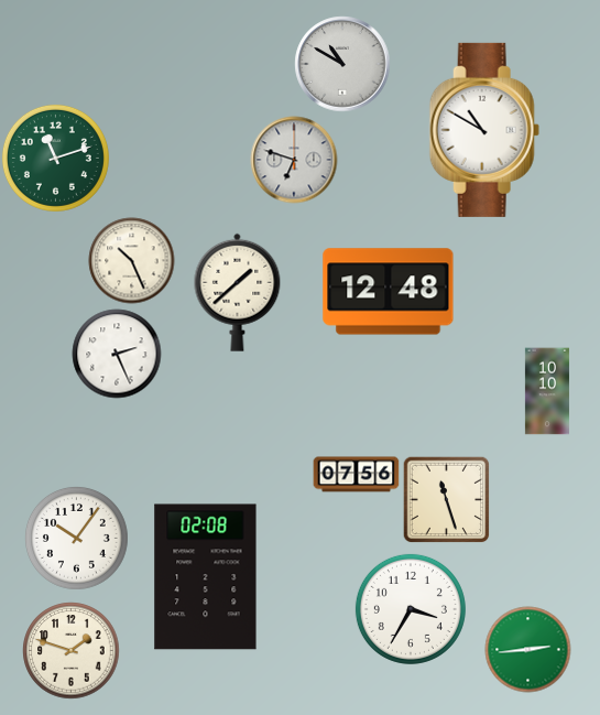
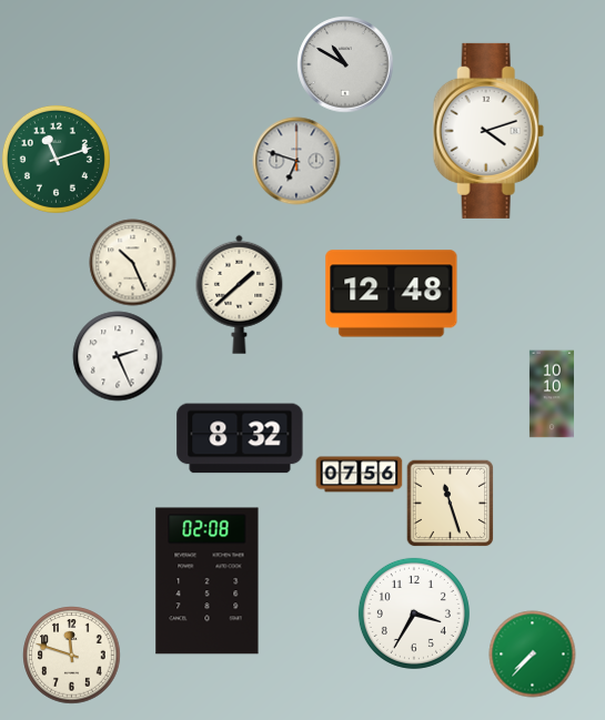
clock at (484, 130): 10:50 -> 4:12
clock at (240, 438): none -> 8:32
clock at (356, 475) position: (356, 475) -> (359, 475)
clock at (77, 539): 10:06 -> none
clock at (527, 649): 2:44 -> 7:37
clock at (70, 650): 1:48 -> 11:48
